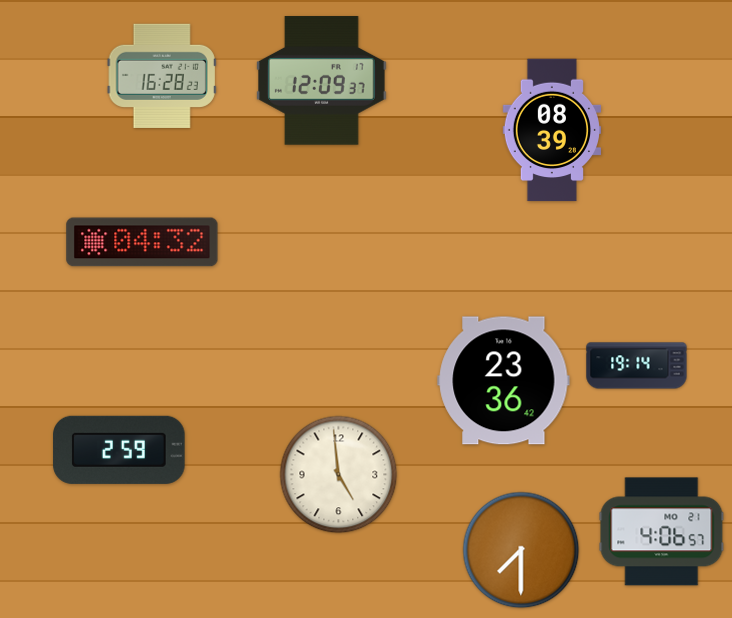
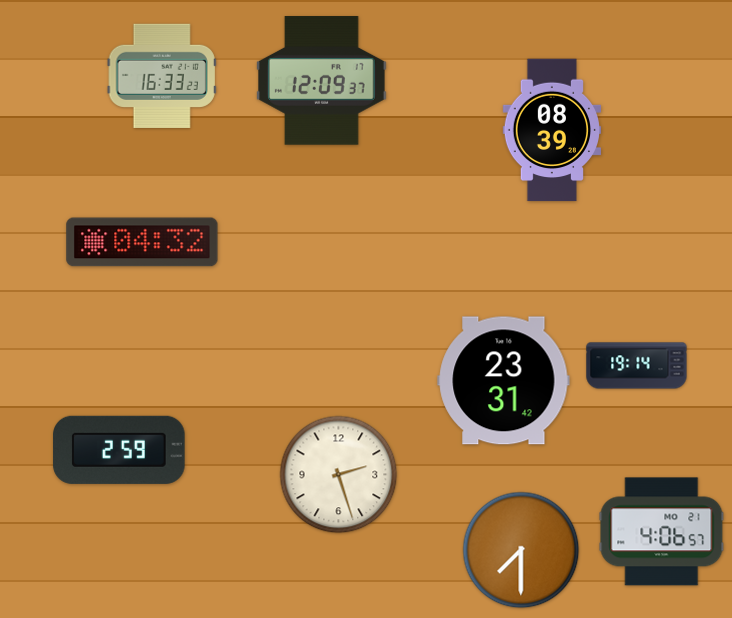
clock at (162, 76): 16:28 -> 16:33
clock at (504, 381): 23:36 -> 23:31
clock at (339, 475): 4:59 -> 2:27
